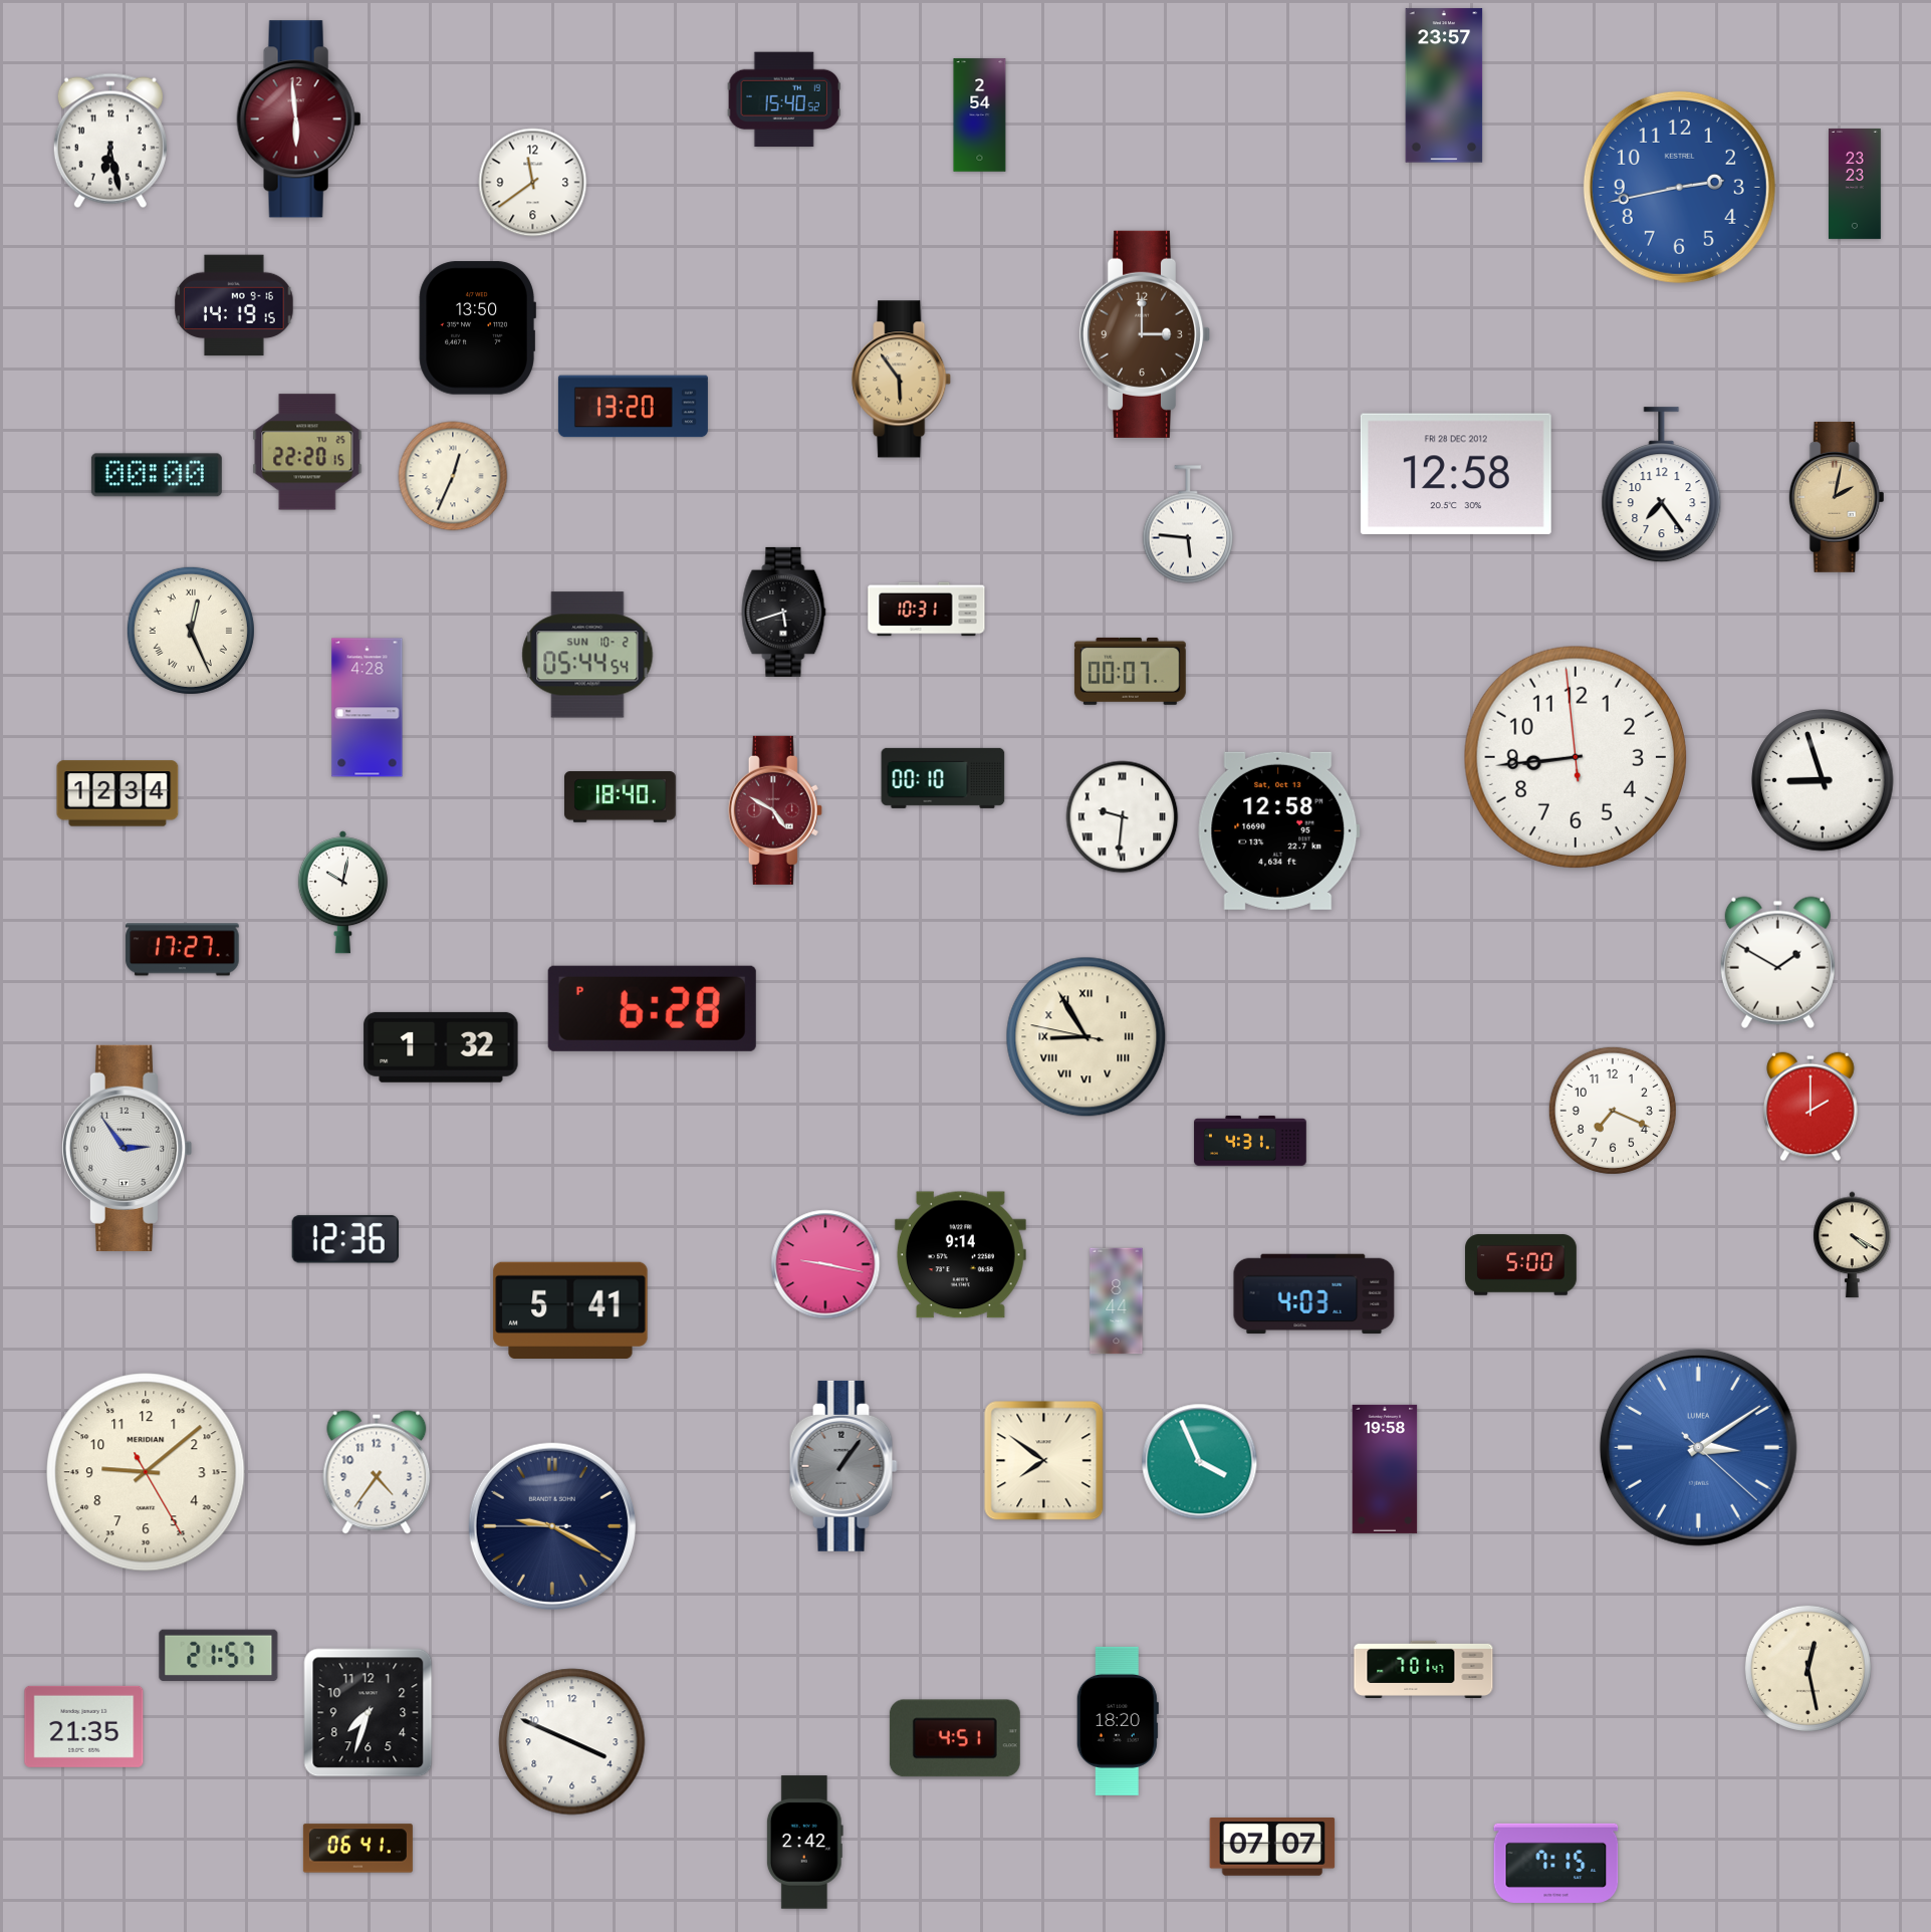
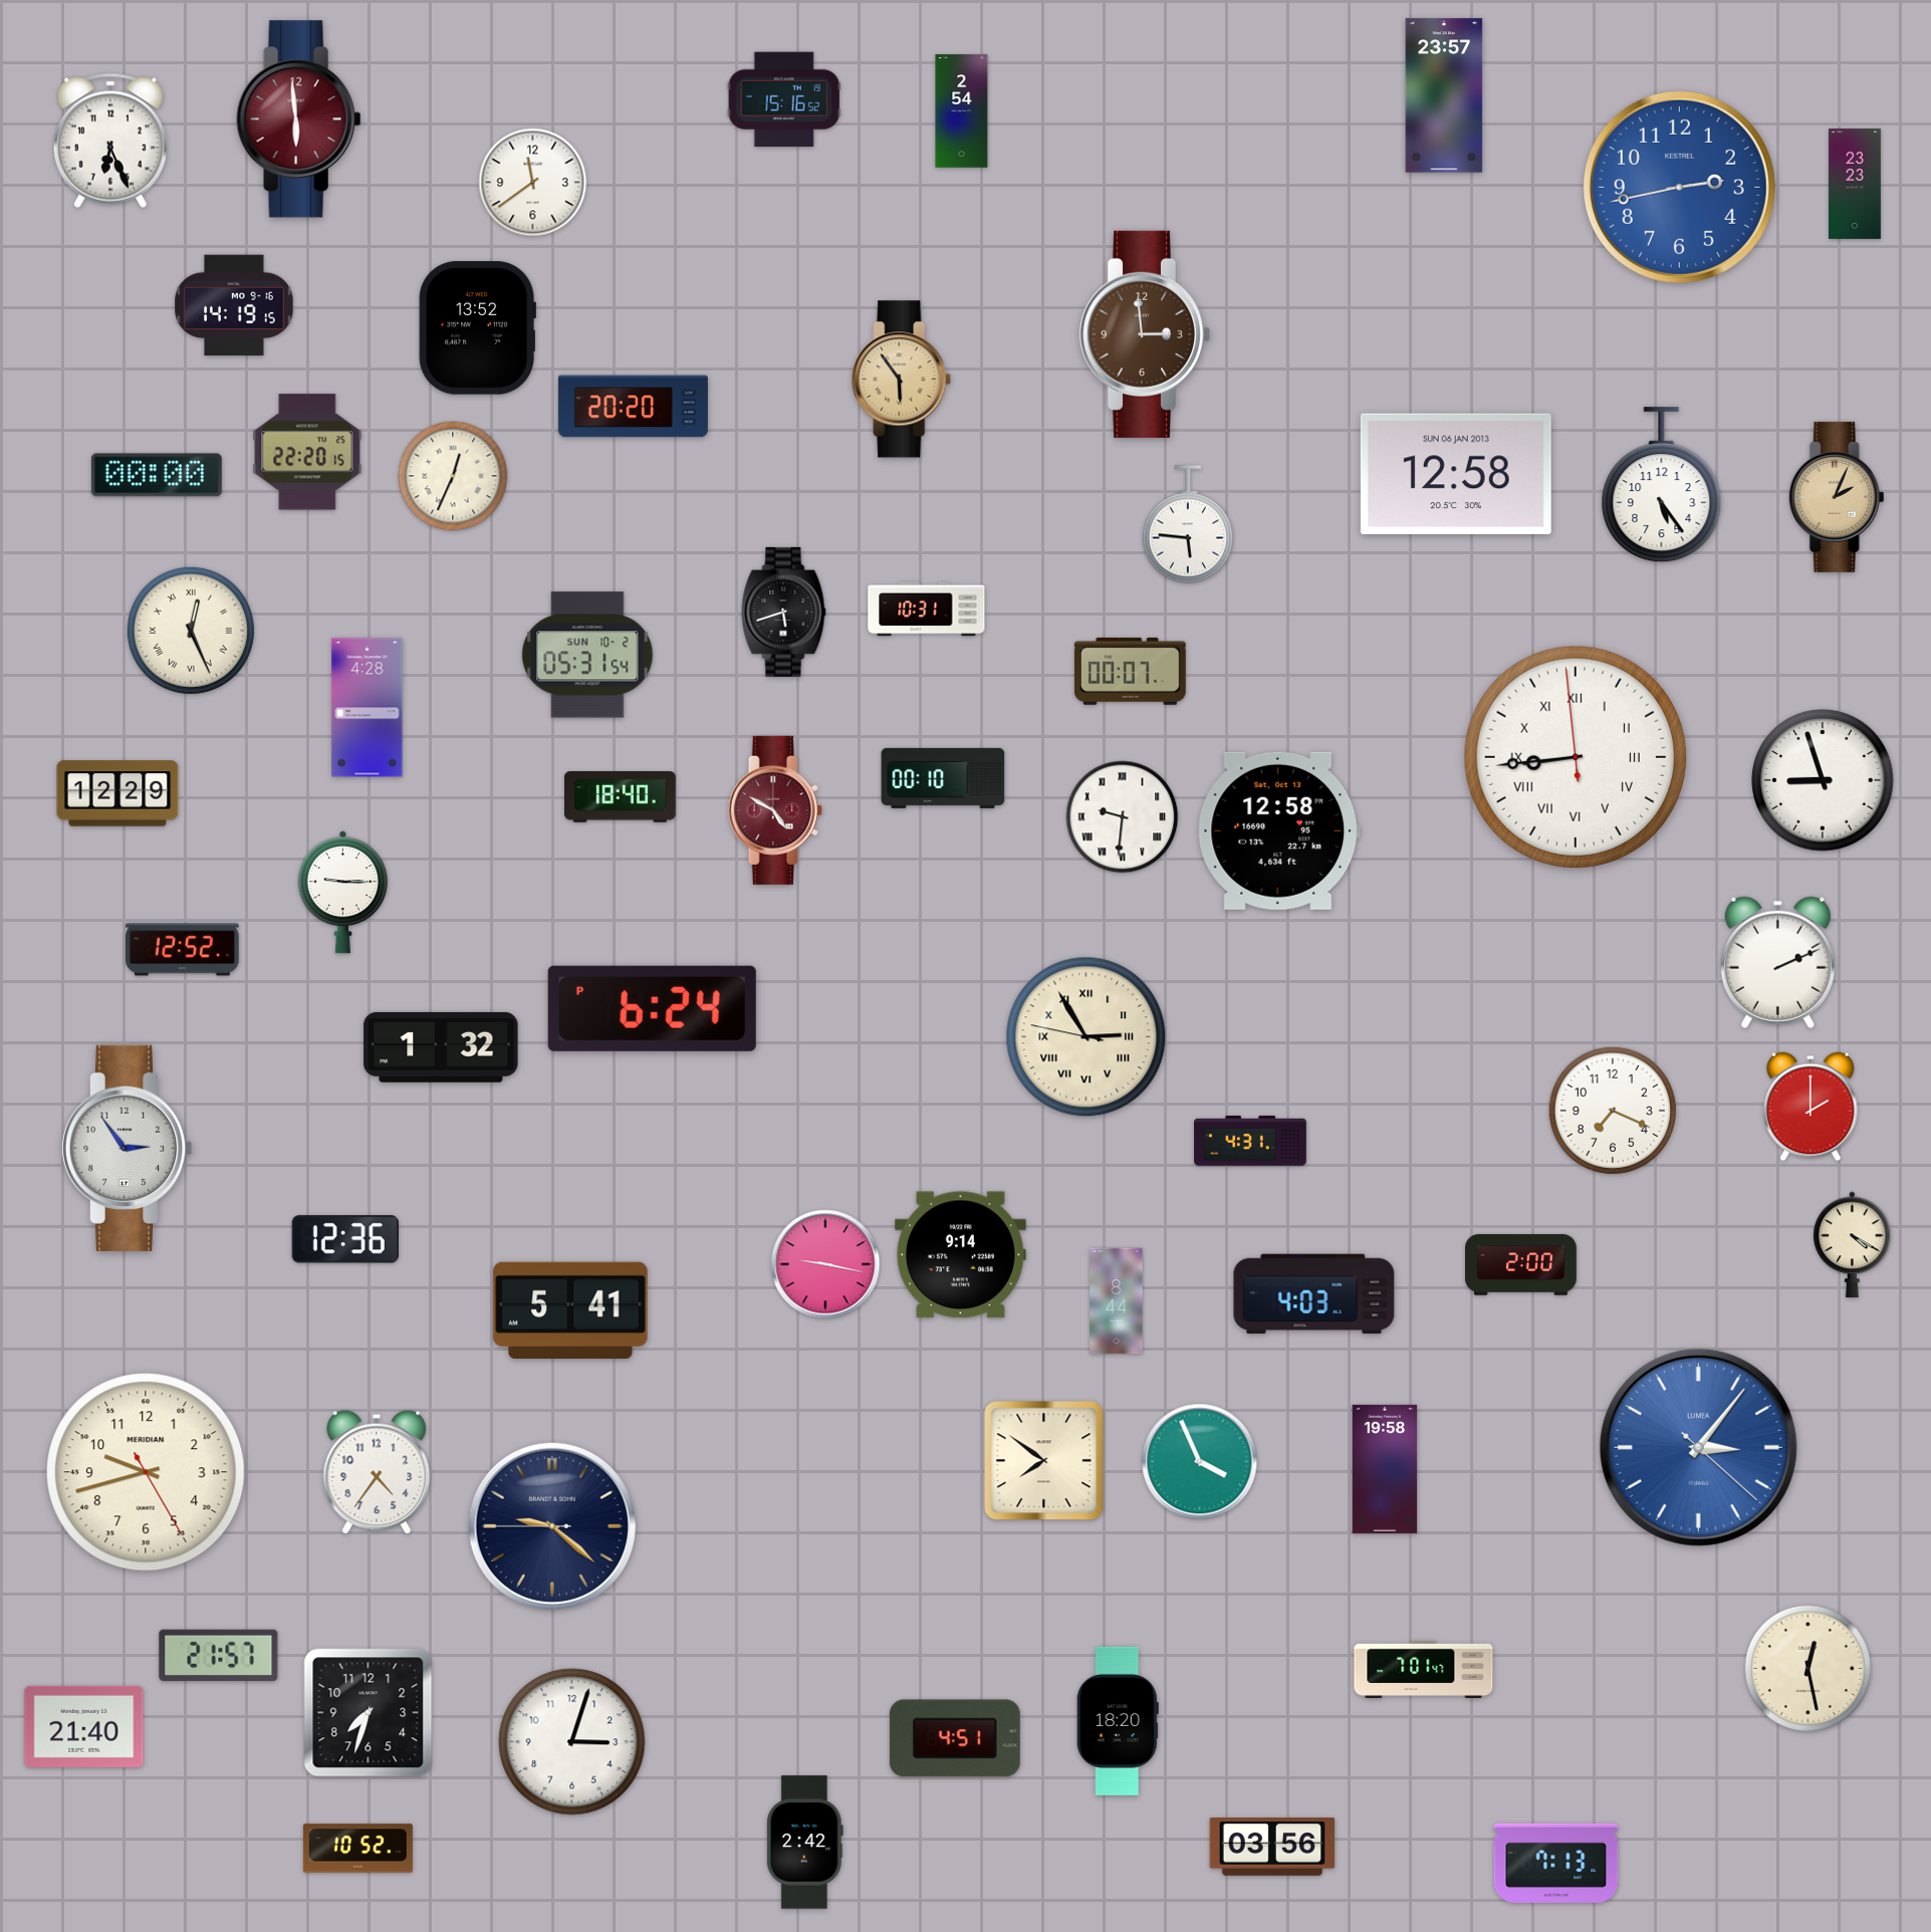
clock at (1444, 85) position: (1444, 85) -> (1444, 95)
clock at (784, 99): 15:40 -> 15:16
clock at (980, 115) position: (980, 115) -> (962, 111)
clock at (110, 141): 6:28 -> 6:26
clock at (477, 328): 13:50 -> 13:52
clock at (1145, 334): 3:00 -> 2:59
clock at (633, 407): 13:20 -> 20:20
clock at (1456, 474) date: FRI 28 DEC 2012 -> SUN 06 JAN 2013
clock at (1662, 485): 7:24 -> 5:24
clock at (1837, 497): 2:02 -> 2:04
clock at (587, 655): 05:44 -> 05:31
clock at (1576, 757) numerals: Arabic -> Roman
clock at (117, 793): 12:34 -> 12:29
clock at (342, 893): 10:02 -> 9:15
clock at (183, 950): 17:27 -> 12:52
clock at (1777, 962): 1:50 -> 2:11
clock at (652, 1008): 6:28 -> 6:24
clock at (1087, 1037): 8:54 -> 2:54
clock at (1521, 1265): 5:00 -> 2:00
clock at (1698, 1447): 3:09 -> 3:06
clock at (843, 1466): 1:06 -> none
clock at (146, 1472): 9:08 -> 9:42
clock at (552, 1526): 9:19 -> 9:21
clock at (84, 1726): 21:35 -> 21:40
clock at (572, 1742): 3:49 -> 3:03
clock at (1272, 1848): 07:07 -> 03:56
clock at (357, 1849): 06:41 -> 10:52
clock at (1556, 1863): 7:15 -> 7:13
